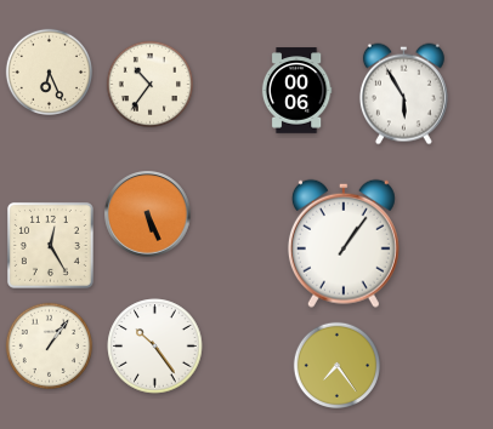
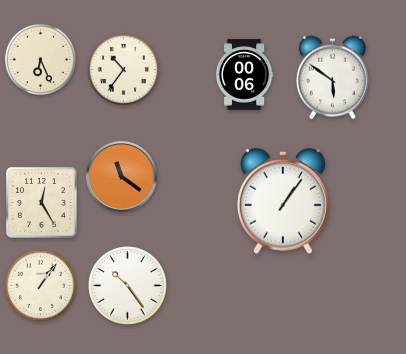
clock at (403, 95): 5:55 -> 5:51
clock at (148, 215): 5:26 -> 11:21
clock at (336, 365): 7:24 -> none
